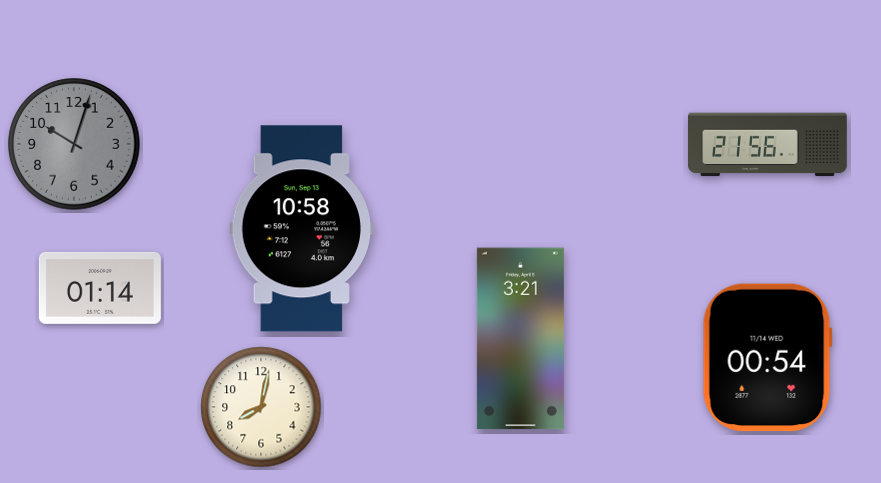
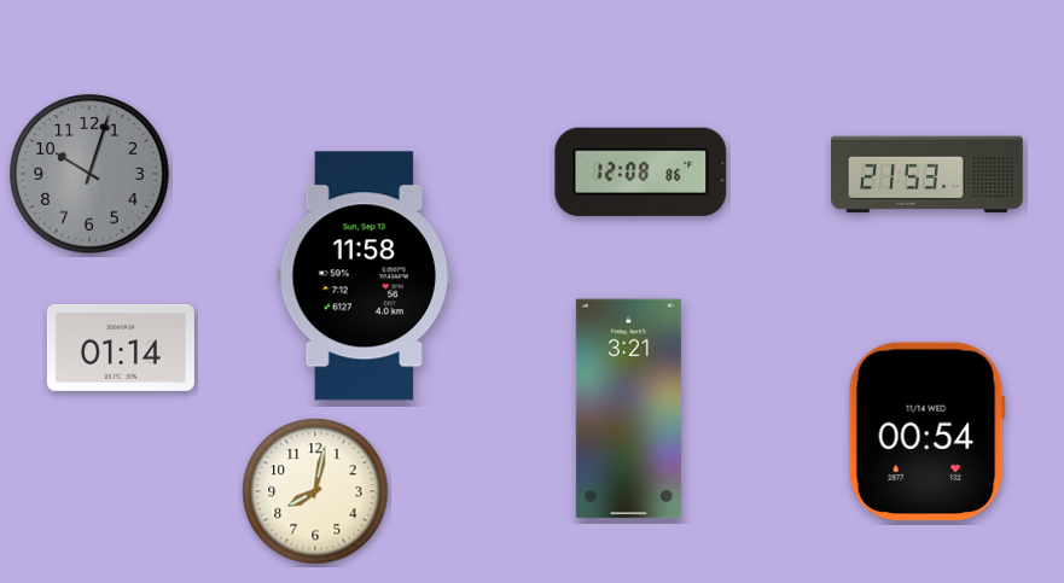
clock at (641, 171): none -> 12:08
clock at (768, 145): 21:56 -> 21:53
clock at (301, 229): 10:58 -> 11:58
